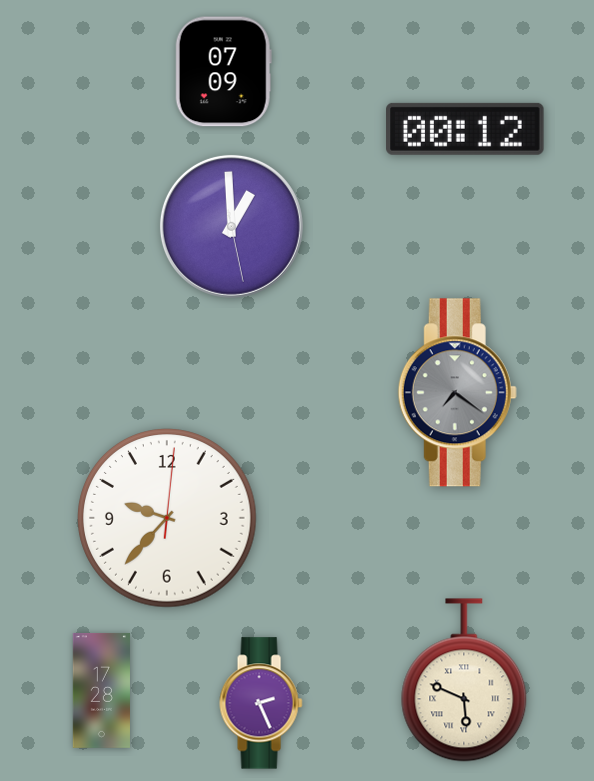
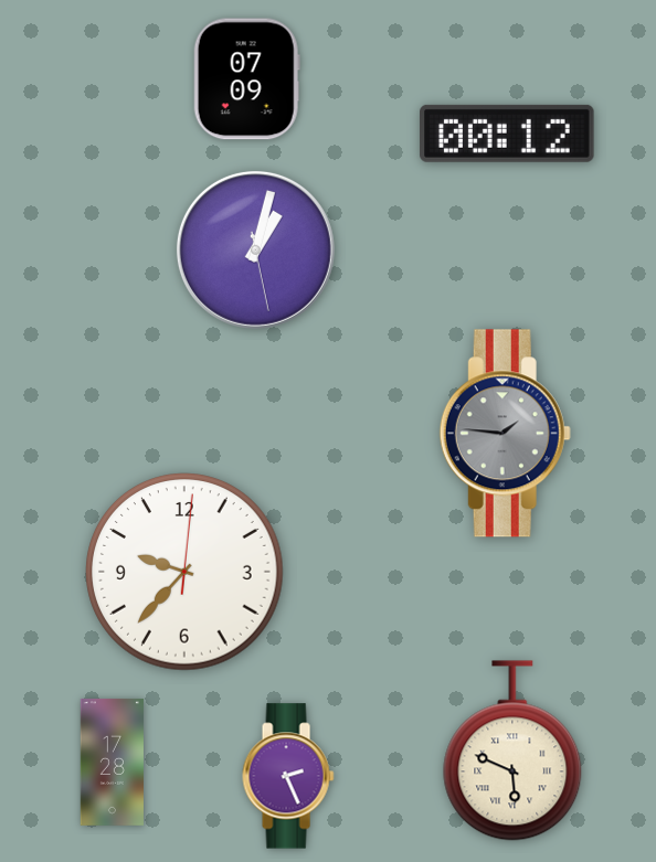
clock at (465, 129) position: (465, 129) -> (507, 134)
clock at (231, 226): 12:59 -> 1:02
clock at (457, 393): 7:21 -> 1:46
